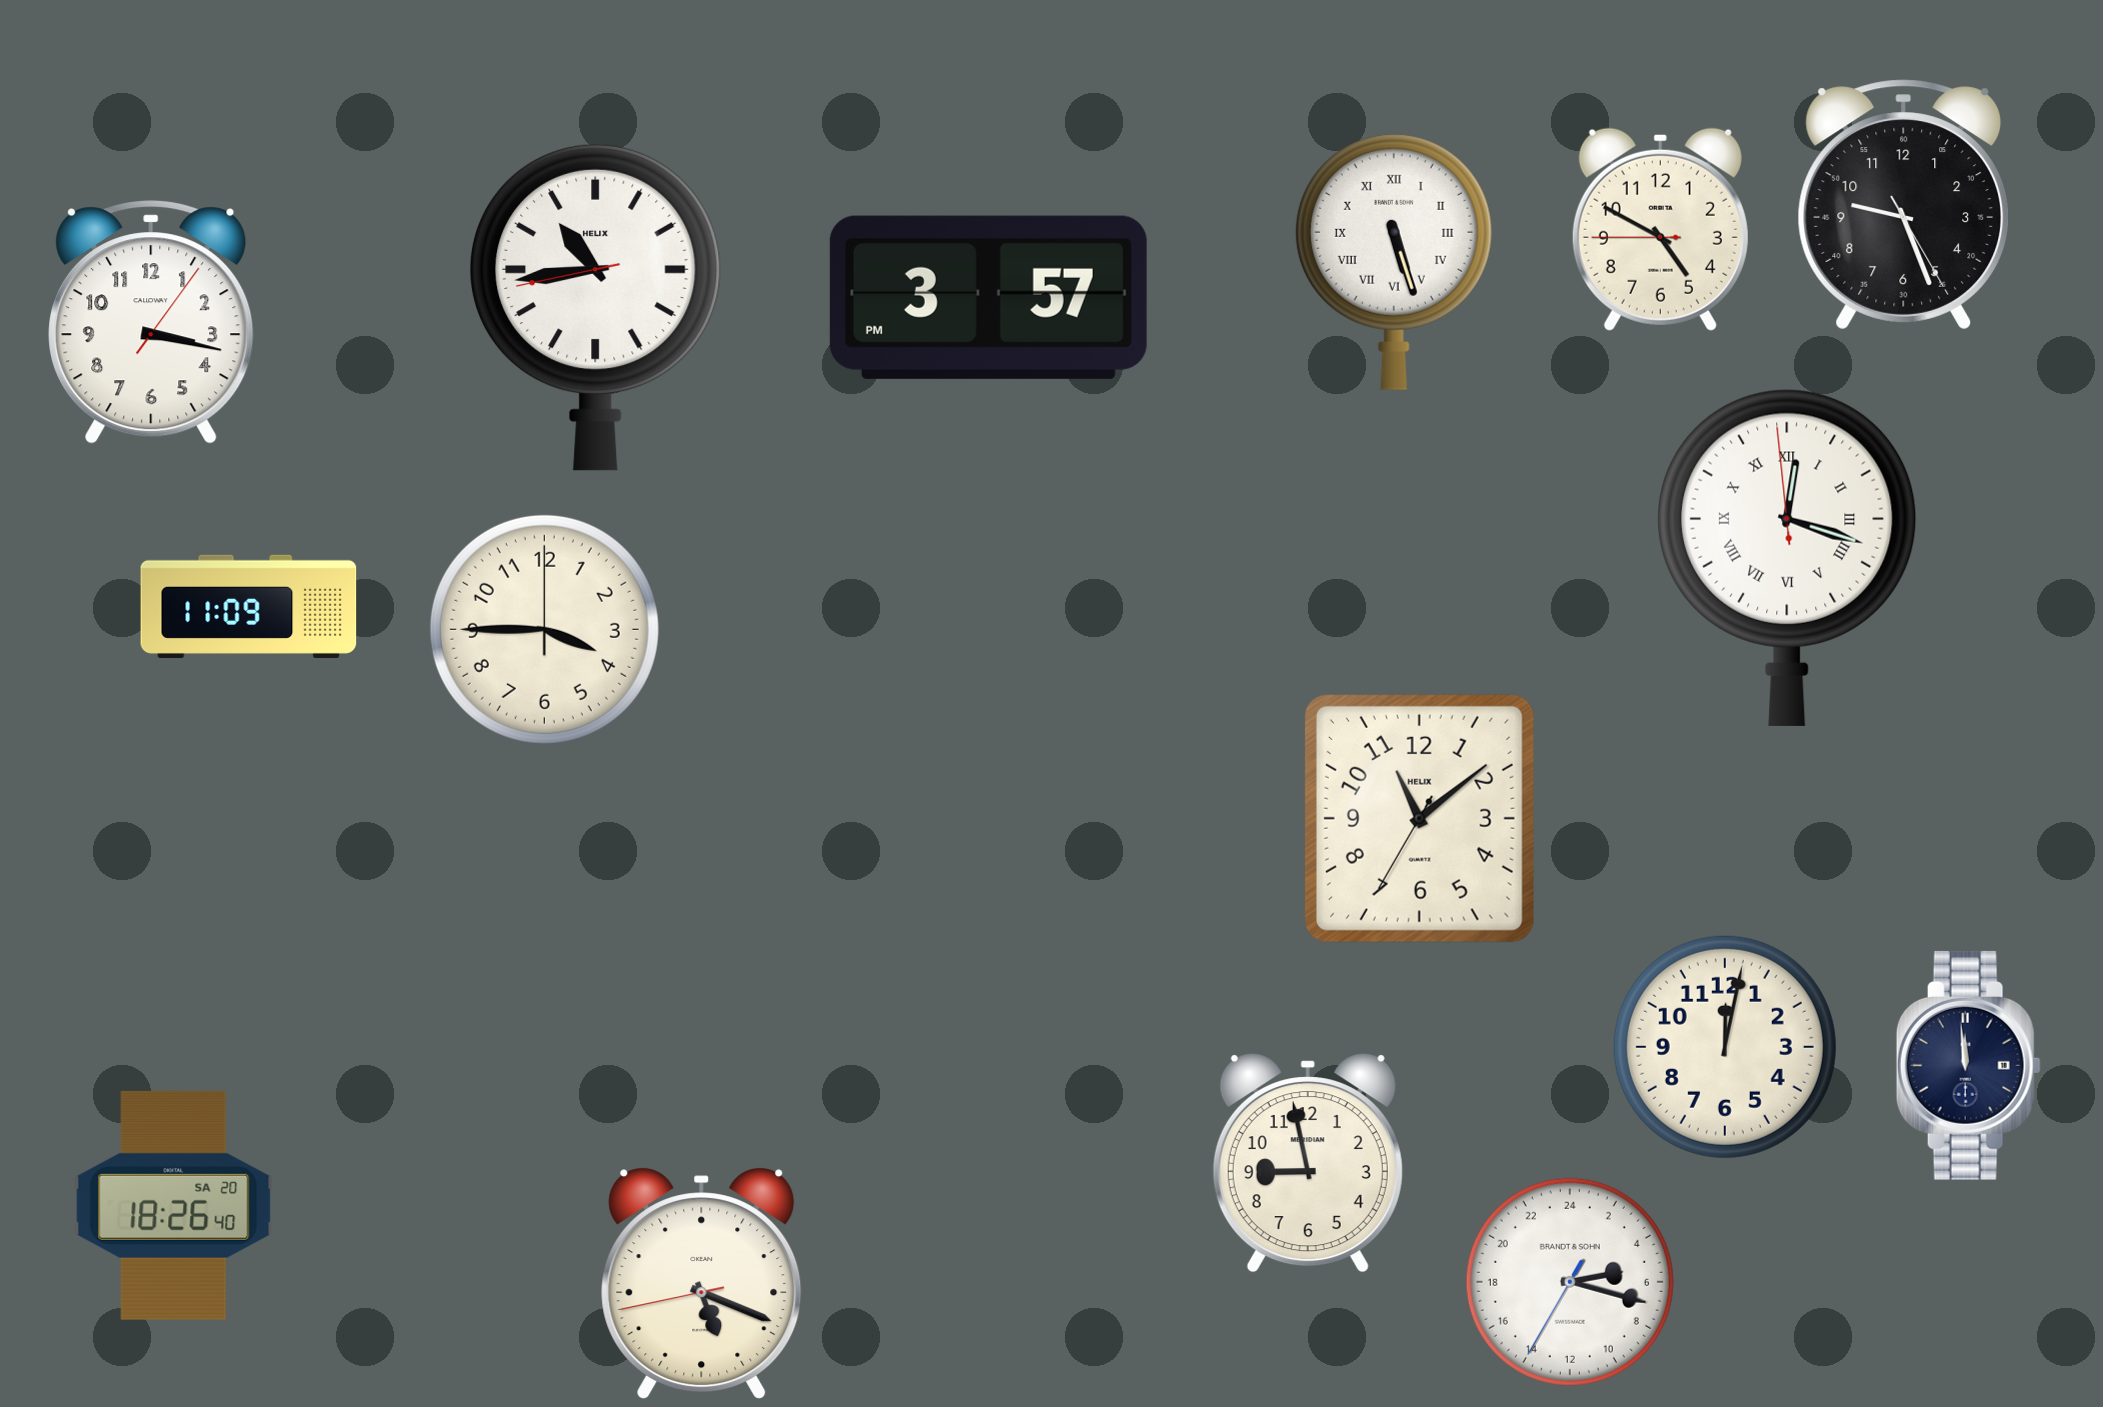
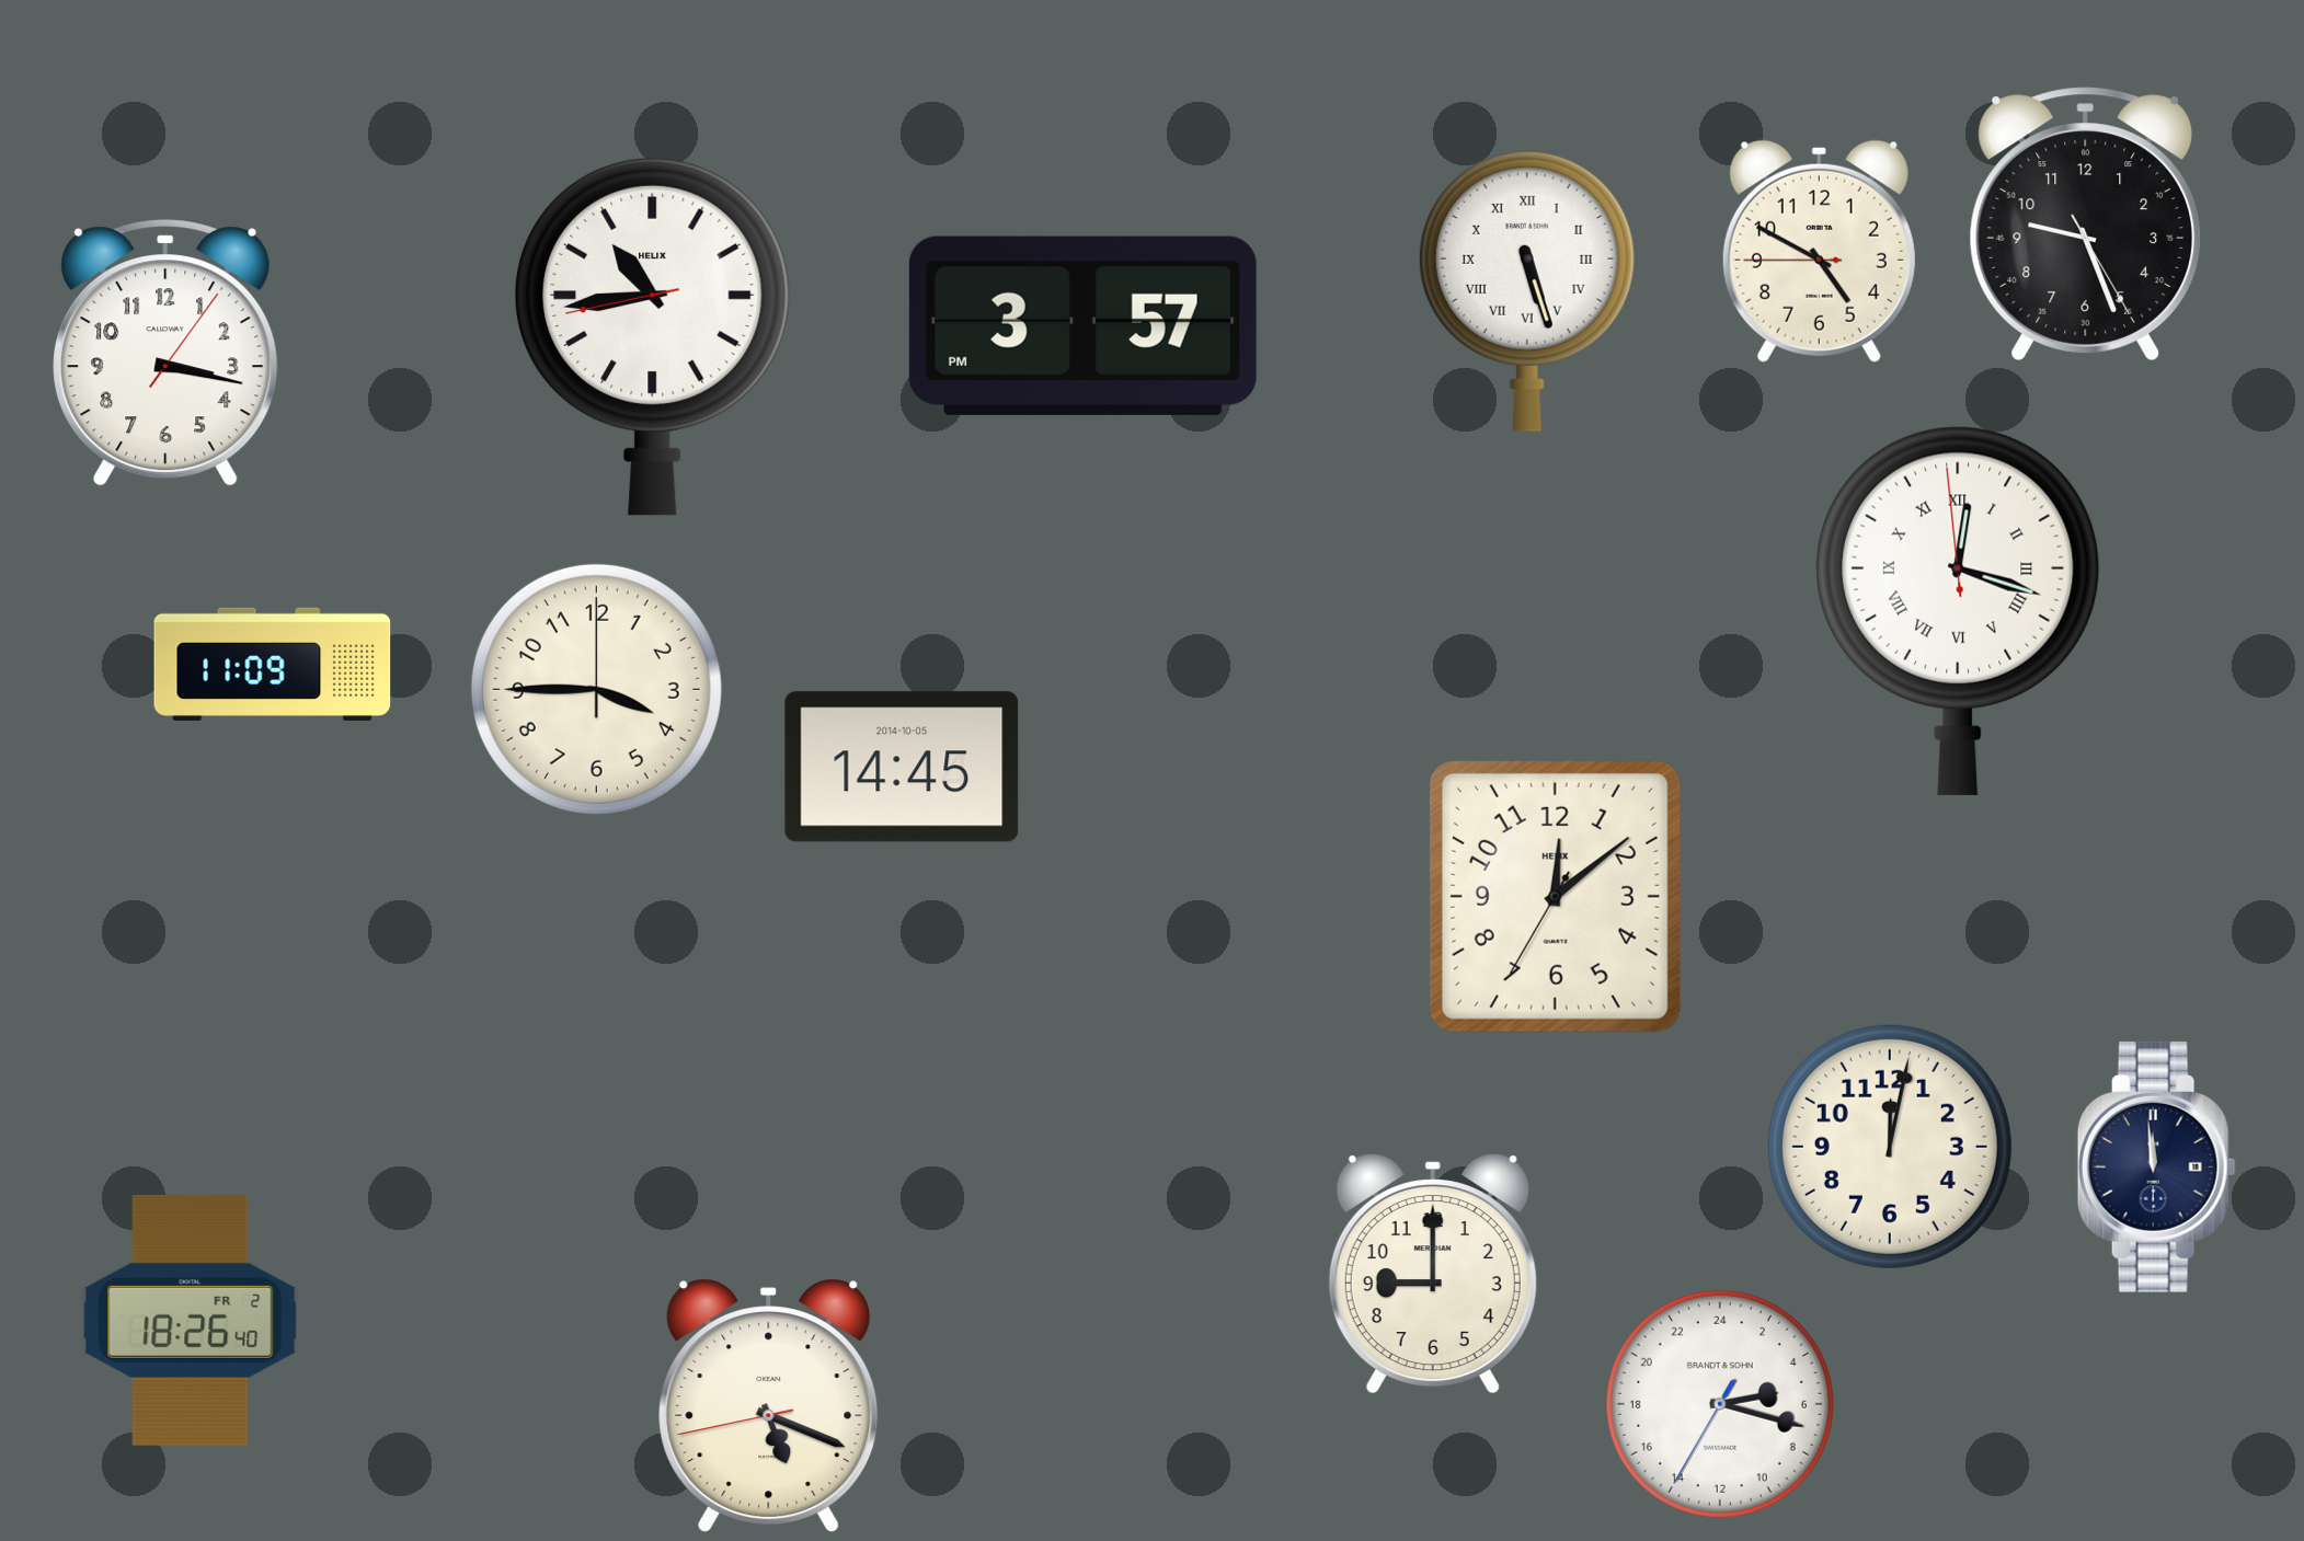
clock at (1394, 261) position: (1394, 261) -> (1527, 290)
clock at (902, 767): none -> 14:45
clock at (1419, 818): 11:08 -> 12:08
clock at (1308, 1163): 8:58 -> 9:00
clock at (174, 1205) date: SA 20 -> FR 2
